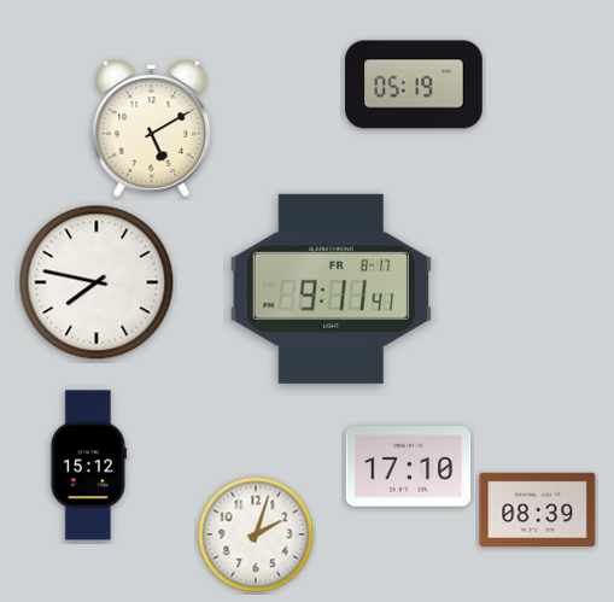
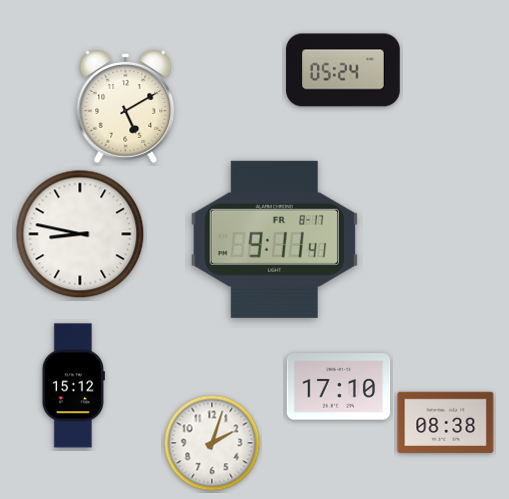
clock at (414, 84): 05:19 -> 05:24
clock at (97, 282): 7:47 -> 8:47
clock at (538, 509): 08:39 -> 08:38
